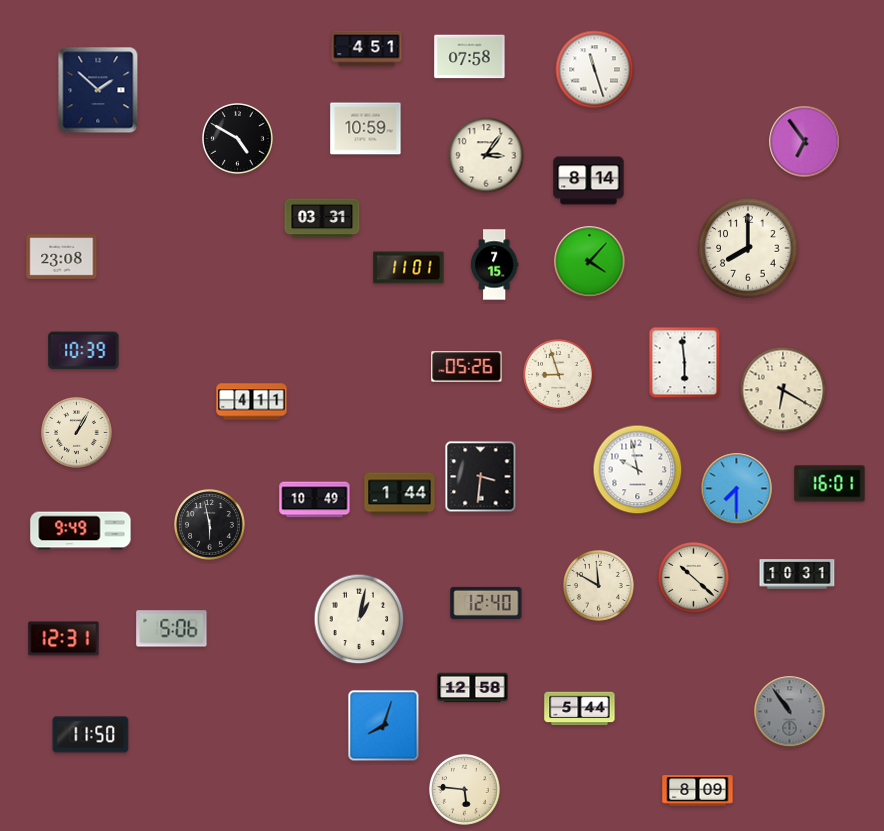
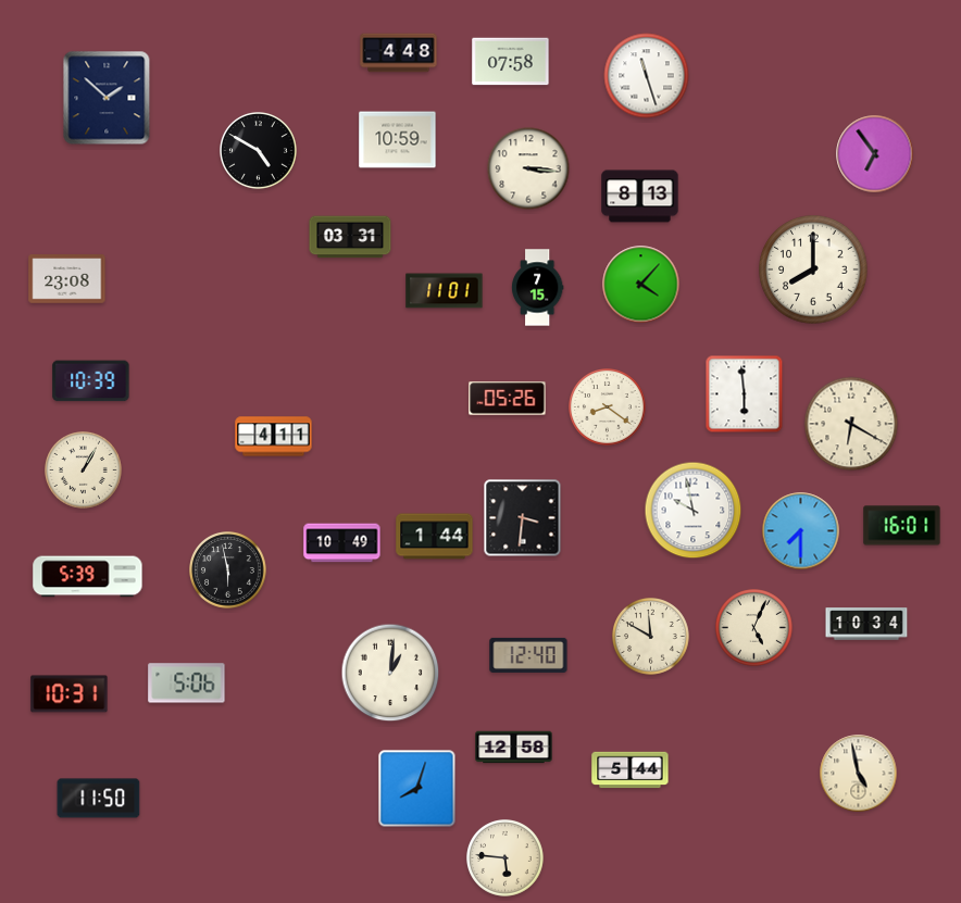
clock at (367, 49): 4:51 -> 4:48
clock at (486, 155): 3:06 -> 3:16
clock at (589, 181): 8:14 -> 8:13
clock at (559, 375): 8:57 -> 8:21
clock at (81, 531): 9:49 -> 5:39
clock at (797, 574): 10:31 -> 10:34
clock at (694, 578): 10:22 -> 5:04
clock at (359, 619): 1:02 -> 1:01
clock at (64, 639): 12:31 -> 10:31
clock at (790, 712): 10:54 -> 4:58
clock at (790, 712) dial: grey -> cream
clock at (698, 791): 8:09 -> none
